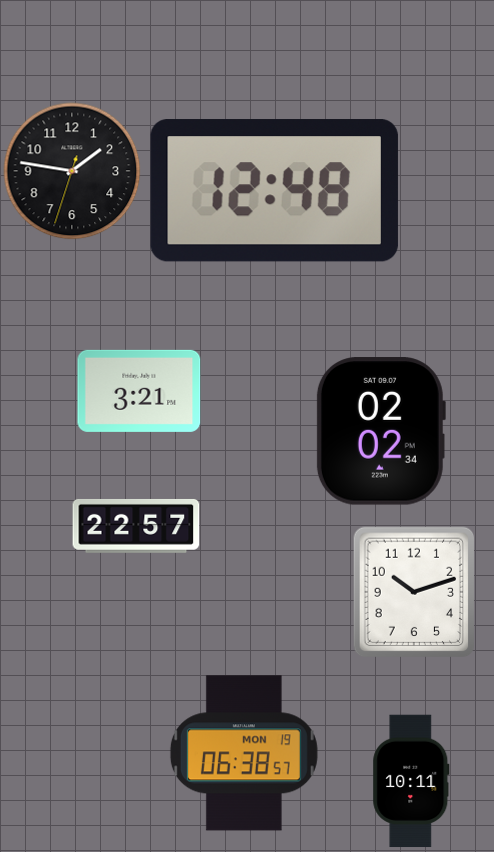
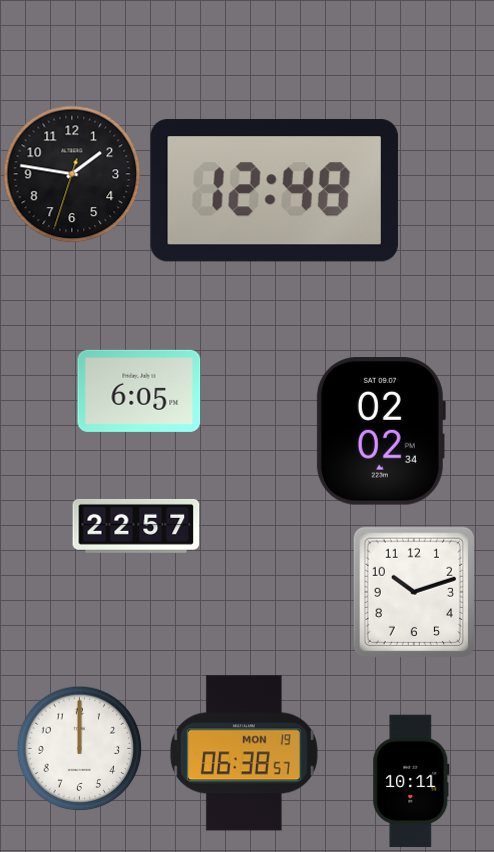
clock at (72, 171) position: (72, 171) -> (72, 174)
clock at (139, 391): 3:21 -> 6:05
clock at (80, 749): none -> 12:00
